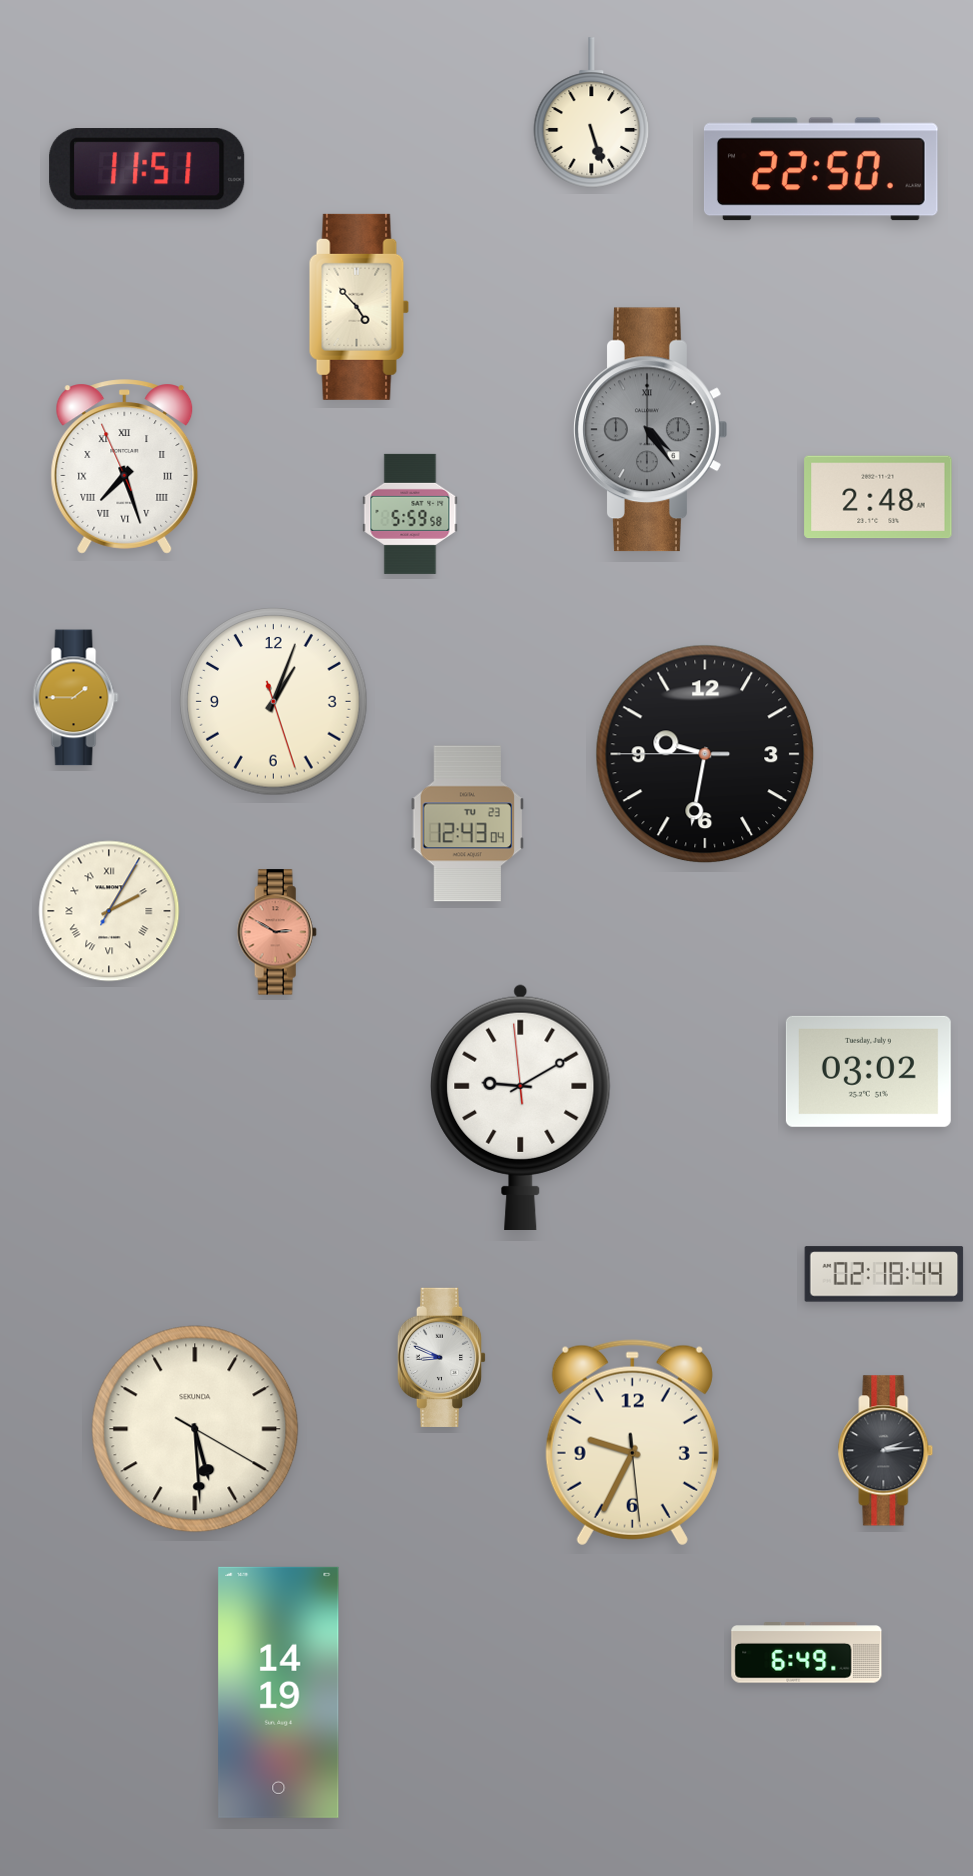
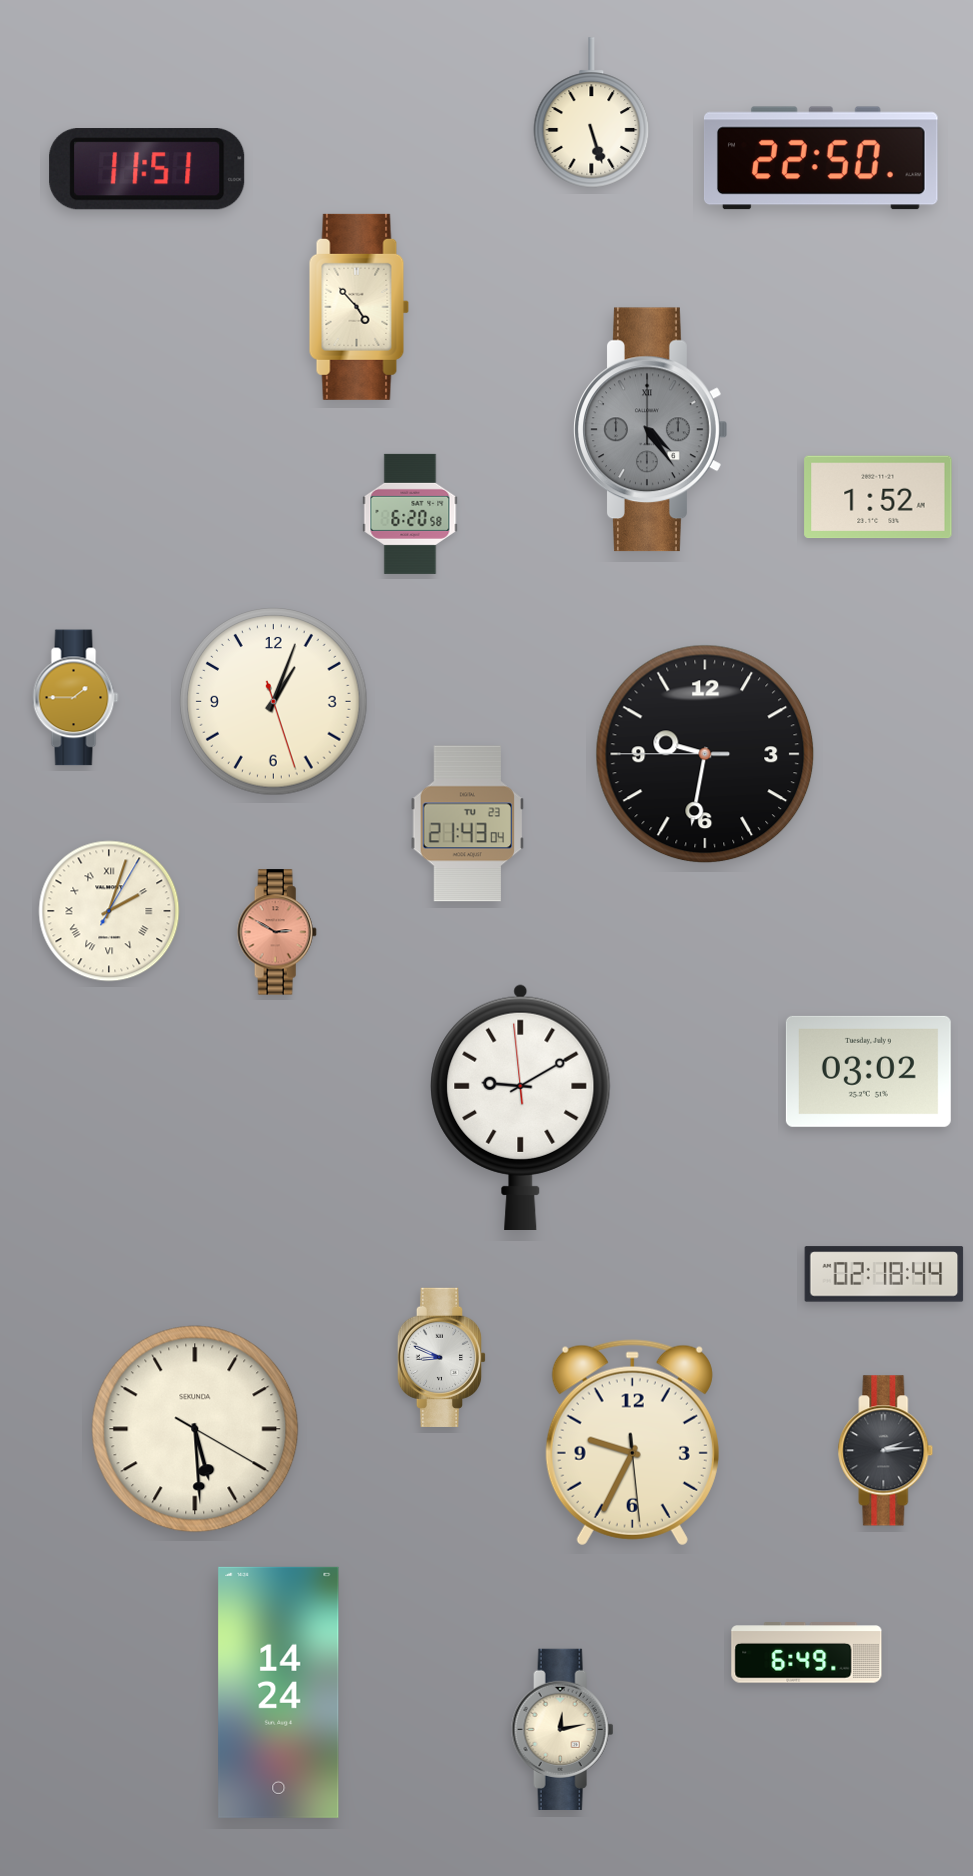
clock at (821, 169) position: (821, 169) -> (821, 158)
clock at (125, 467): 7:26 -> none
clock at (878, 497): 2:48 -> 1:52
clock at (410, 514): 5:59 -> 6:20
clock at (468, 824): 12:43 -> 21:43
clock at (109, 911): 2:05 -> 2:03
clock at (279, 1692): 14:19 -> 14:24
clock at (563, 1729): none -> 12:13
